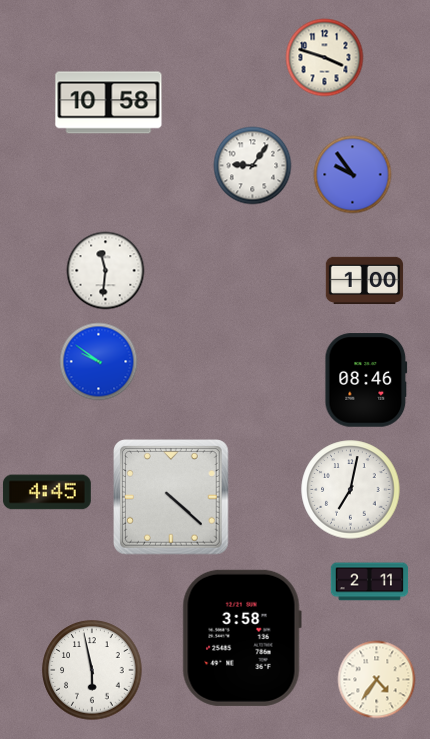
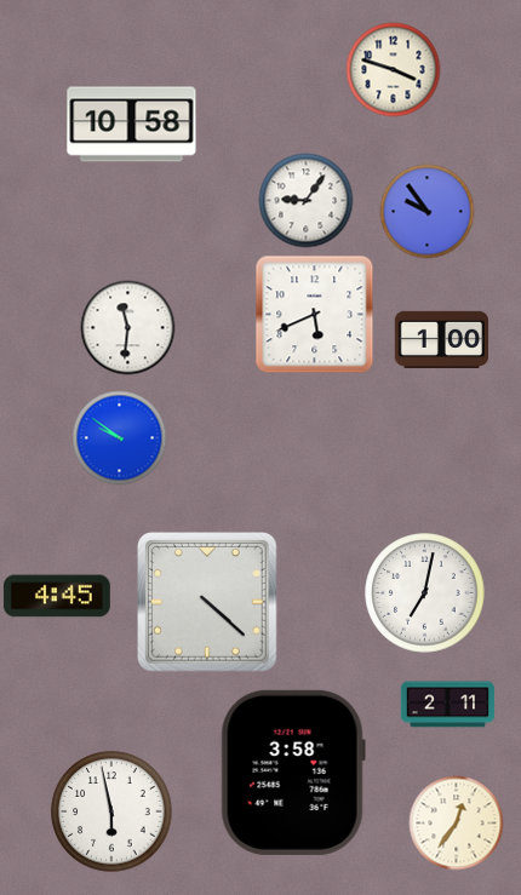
clock at (314, 314): none -> 5:41
clock at (366, 380): 08:46 -> none
clock at (376, 679): 4:36 -> 12:36
